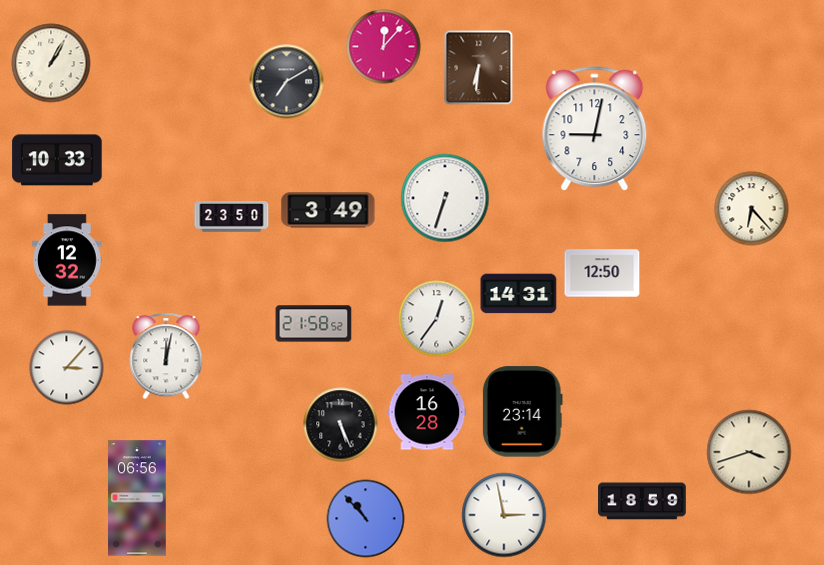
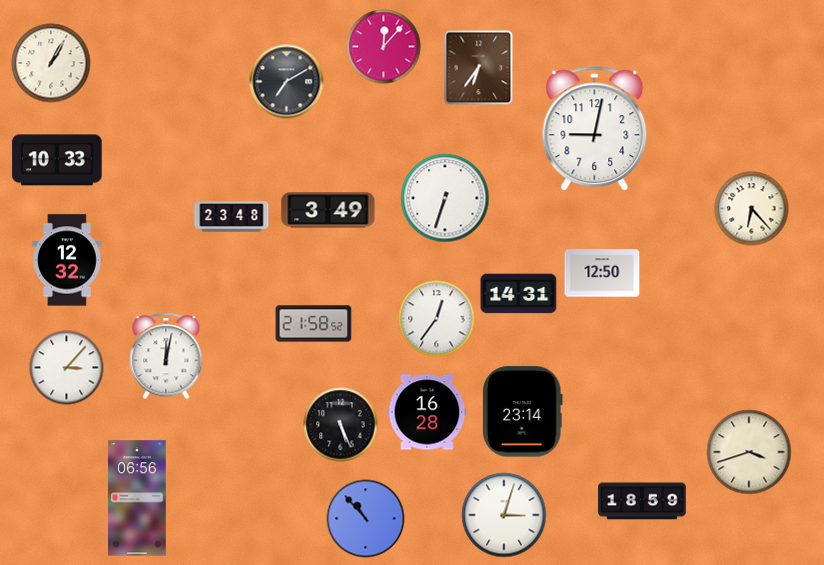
clock at (479, 68): 6:31 -> 6:36
clock at (232, 217): 23:50 -> 23:48
clock at (504, 515): 2:58 -> 3:03
